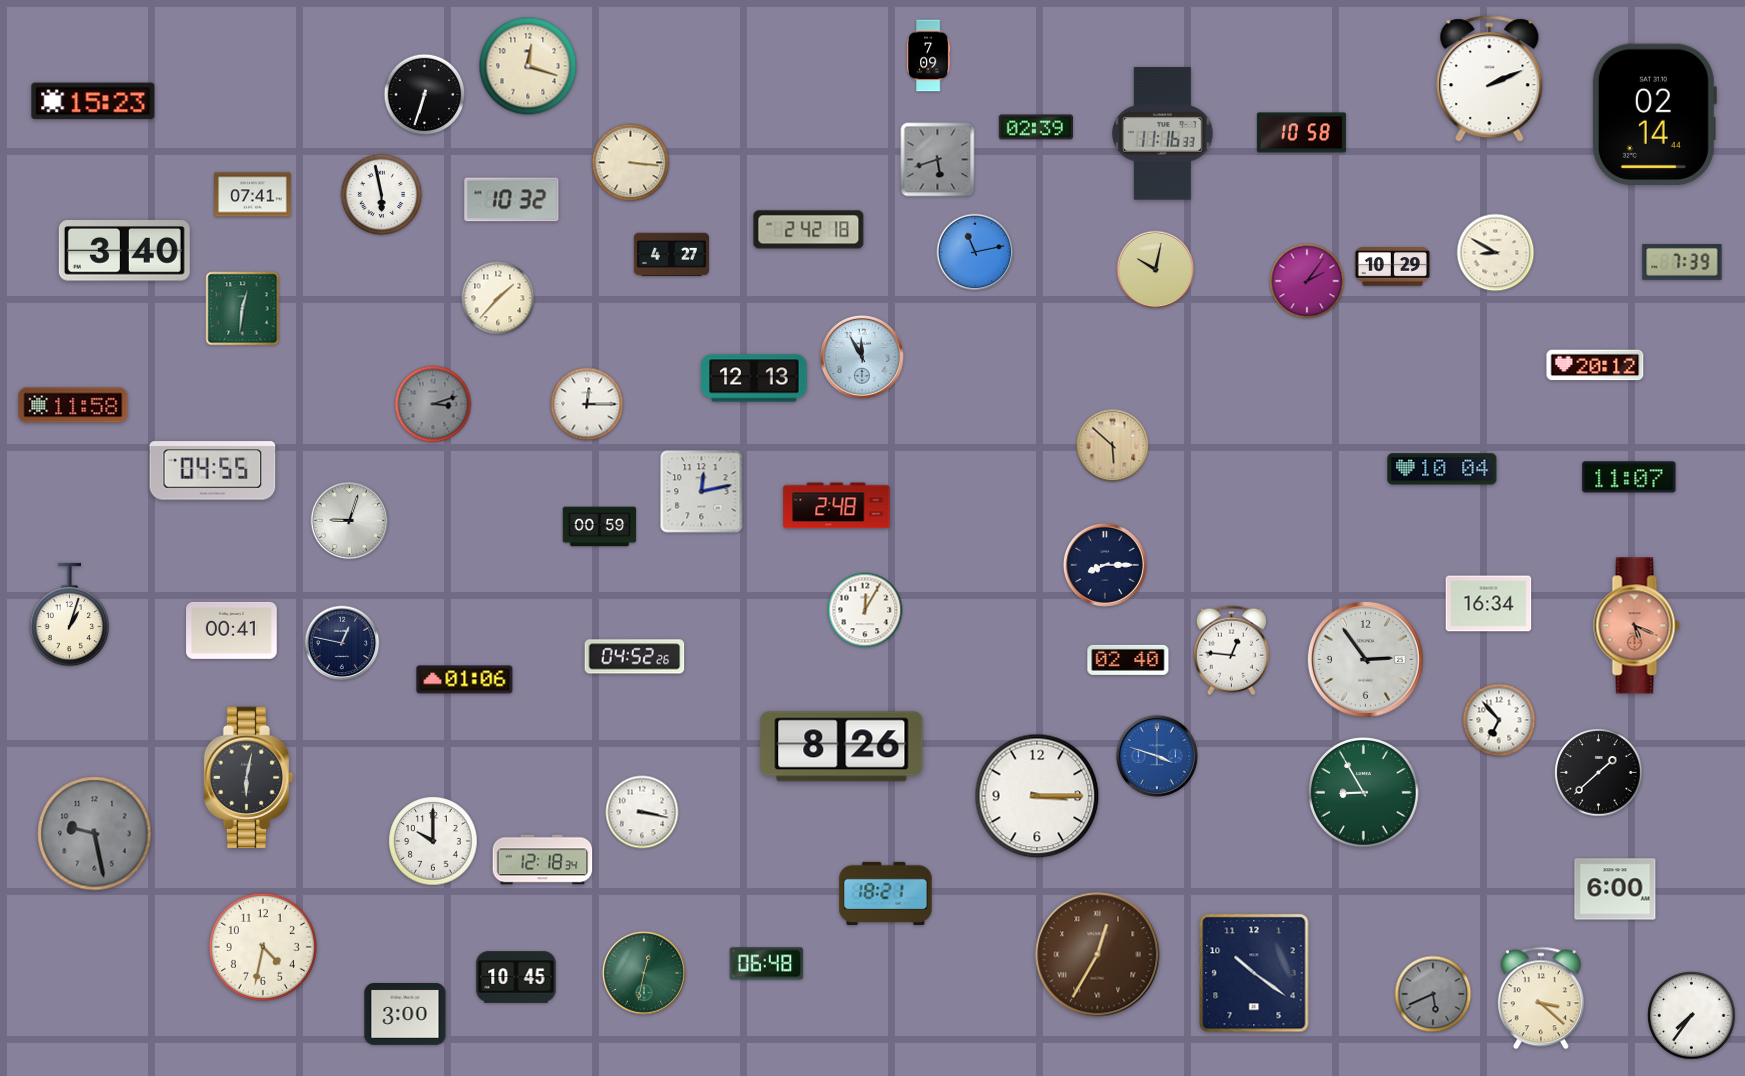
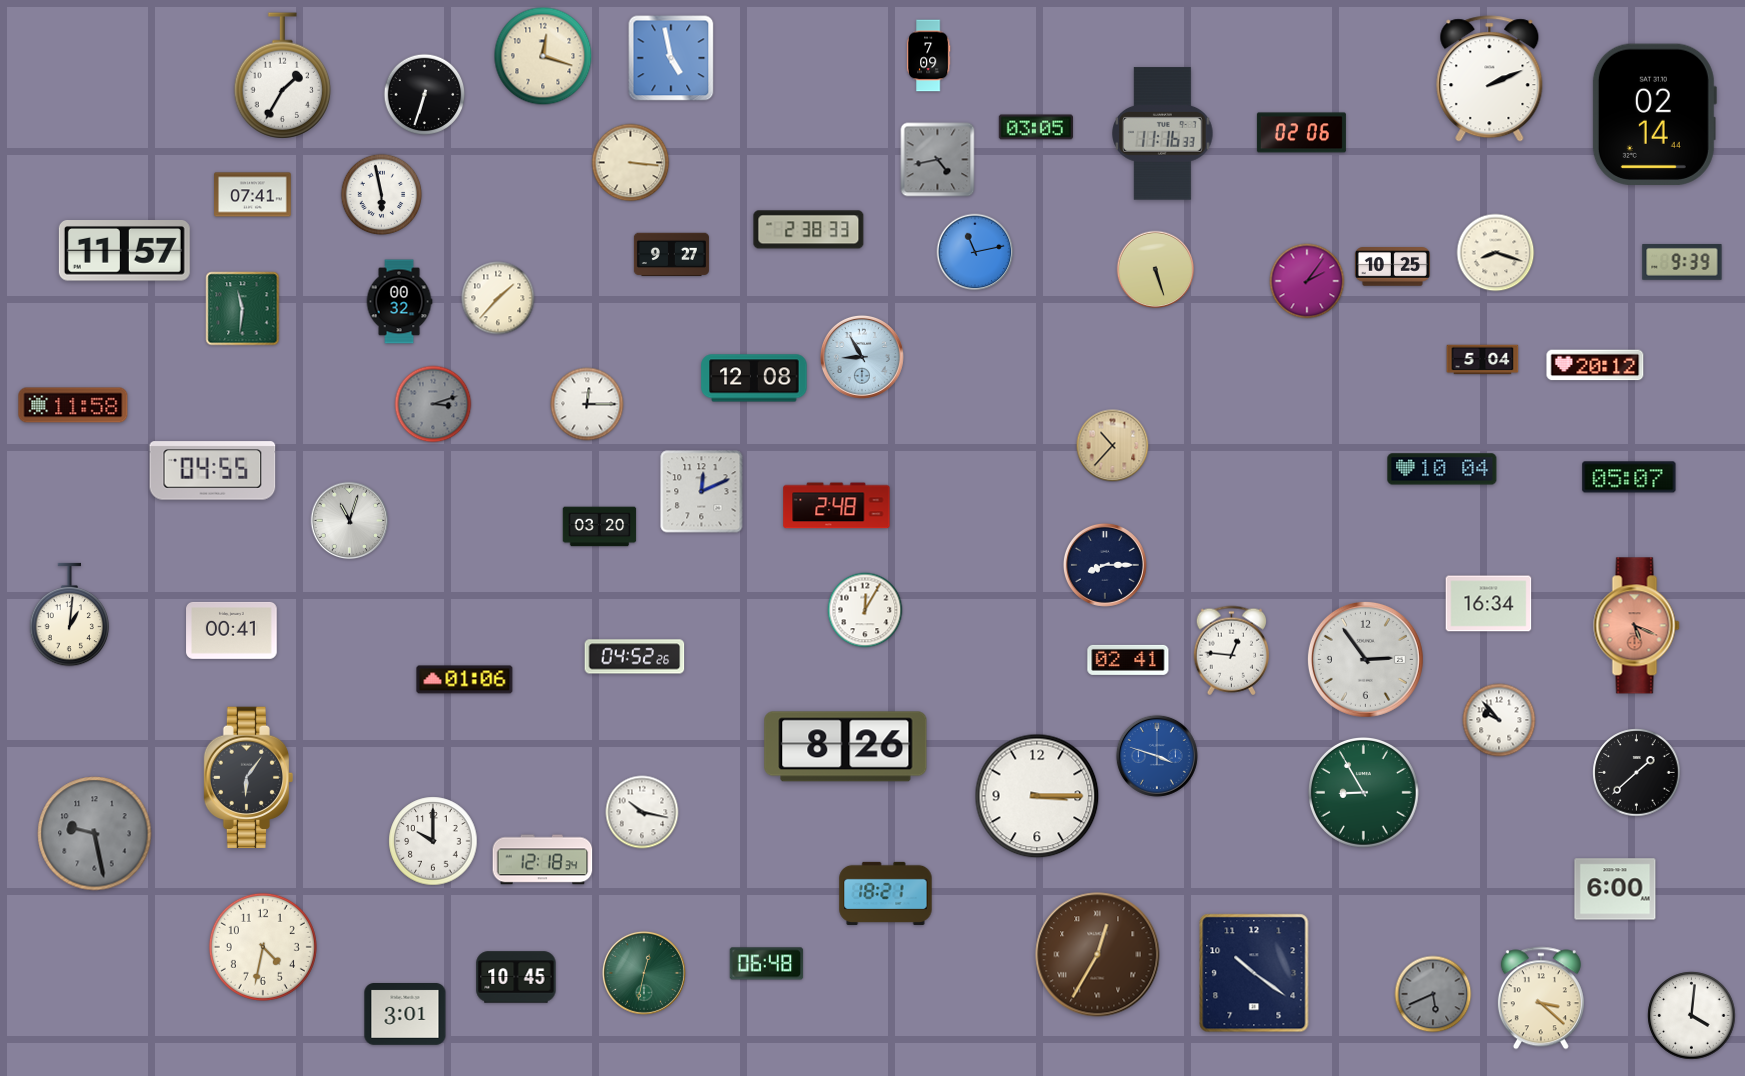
clock at (671, 58): none -> 4:58
clock at (528, 66) position: (528, 66) -> (543, 56)
clock at (283, 75): none -> 1:35
clock at (93, 101): 15:23 -> none
clock at (1036, 127): 02:39 -> 03:05
clock at (1301, 133): 10:58 -> 02:06
clock at (938, 160): 5:42 -> 4:43
clock at (512, 200): 10:32 -> none
clock at (809, 230): 2:42 -> 2:38
clock at (124, 251): 3:40 -> 11:57
clock at (1496, 253): 8:50 -> 8:18
clock at (671, 255): 4:27 -> 9:27
clock at (1682, 263): 7:39 -> 9:39
clock at (1392, 267): 10:29 -> 10:25
clock at (1156, 270): 10:02 -> 5:27
clock at (399, 302): none -> 00:32
clock at (243, 309): 12:31 -> 11:31
clock at (862, 357): 11:55 -> 8:55
clock at (1483, 360): none -> 5:04
clock at (754, 378): 12:13 -> 12:08
clock at (1113, 446): 5:52 -> 10:37
clock at (1629, 477): 11:07 -> 05:07
clock at (702, 492): 12:13 -> 12:11
clock at (350, 521): 9:03 -> 11:03
clock at (600, 527): 00:59 -> 03:20
clock at (70, 615): 1:03 -> 1:01
clock at (342, 643): 12:47 -> none
clock at (1128, 660): 02:40 -> 02:41
clock at (1499, 720): 6:53 -> 9:53
clock at (842, 747) position: (842, 747) -> (846, 747)
clock at (1599, 773) position: (1599, 773) -> (1637, 773)
clock at (249, 778): 6:02 -> 6:06
clock at (642, 812): 3:17 -> 10:17
clock at (405, 1015): 3:00 -> 3:01
clock at (1692, 1016): 7:36 -> 4:01
